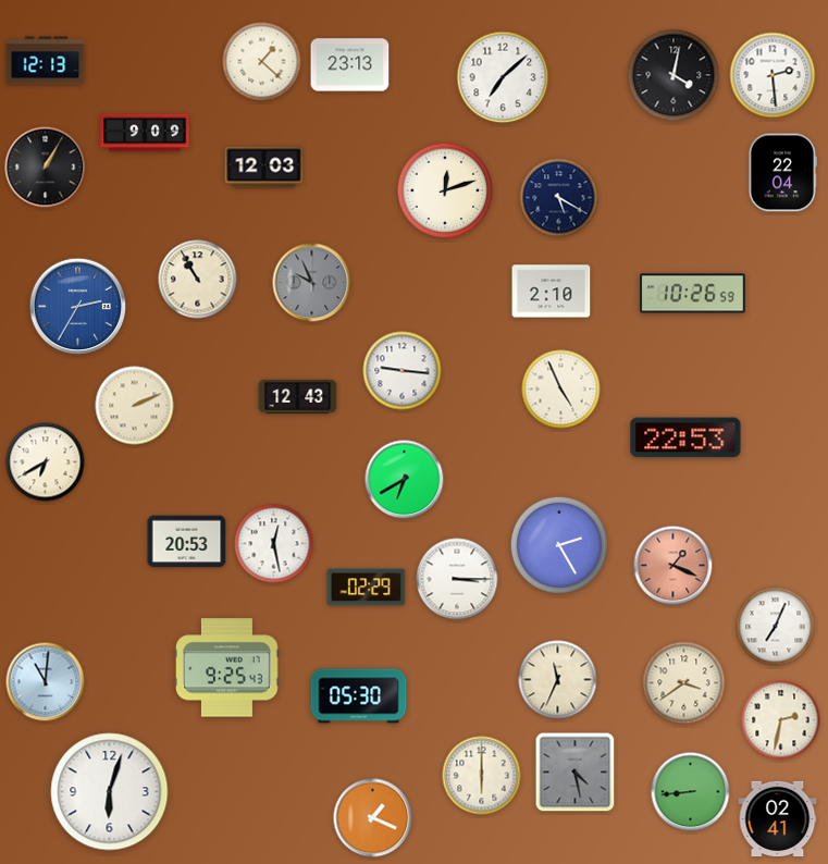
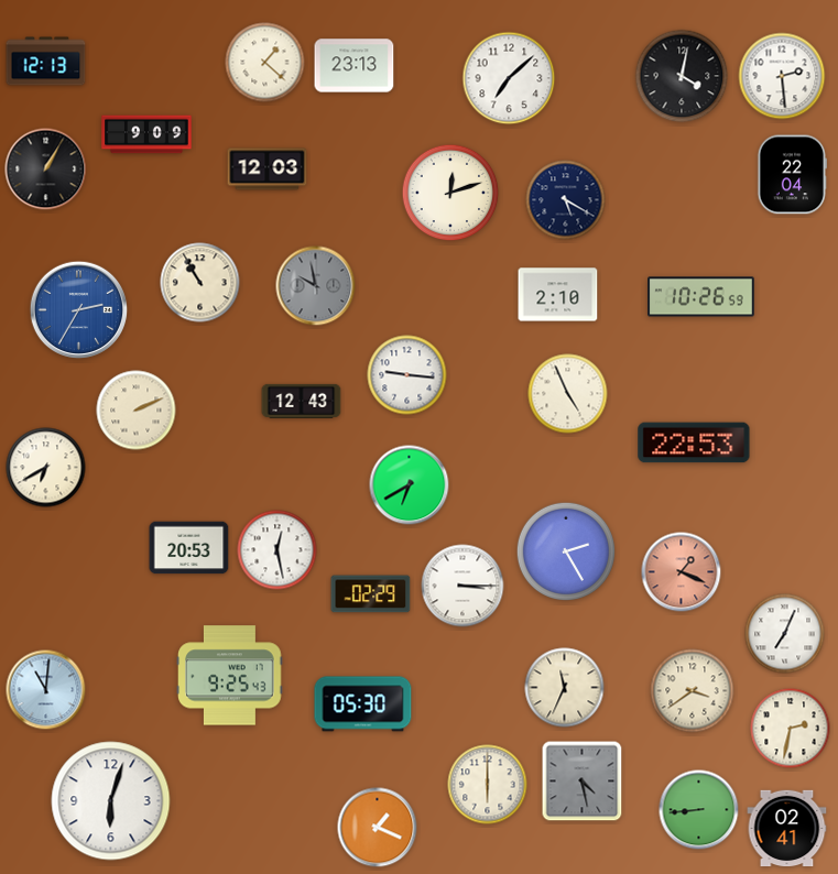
clock at (312, 283): 9:56 -> 9:58
clock at (691, 792) position: (691, 792) -> (699, 810)
